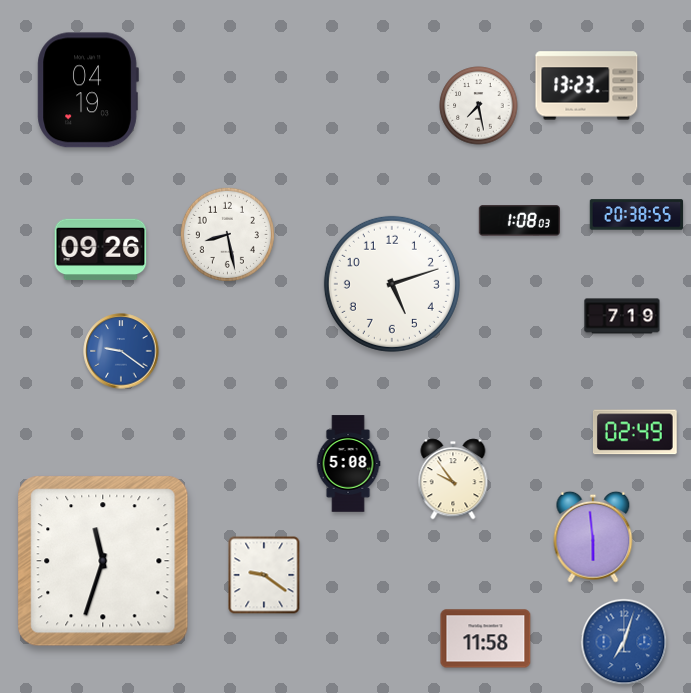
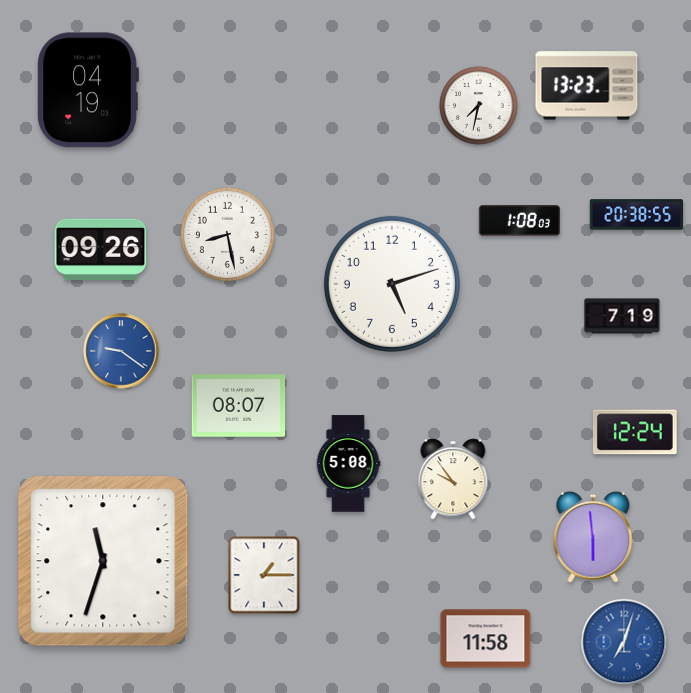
clock at (479, 106): 7:28 -> 7:32
clock at (239, 406): none -> 08:07
clock at (635, 432): 02:49 -> 12:24
clock at (264, 575): 9:21 -> 1:15
